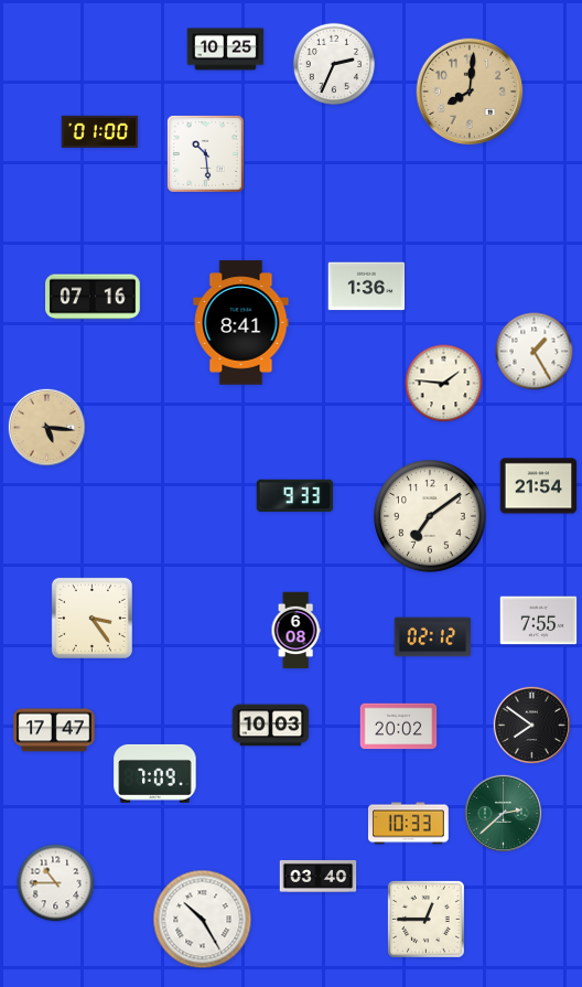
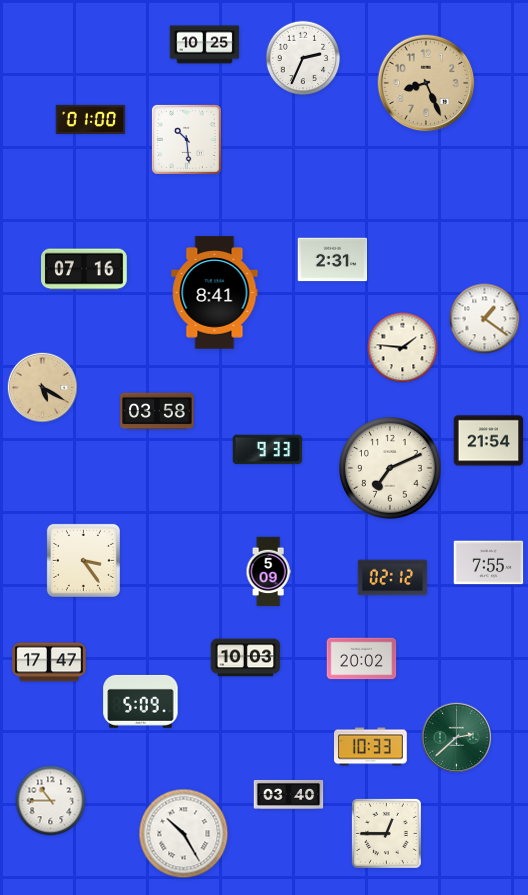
clock at (470, 92): 8:01 -> 8:26
clock at (367, 287): 1:36 -> 2:31
clock at (241, 323) position: (241, 323) -> (215, 293)
clock at (535, 352): 1:25 -> 1:21
clock at (47, 428): 5:16 -> 5:20
clock at (157, 411): none -> 03:58
clock at (430, 516): 7:09 -> 7:11
clock at (295, 631): 6:08 -> 5:09
clock at (532, 726): 7:51 -> none
clock at (155, 773): 7:09 -> 5:09
